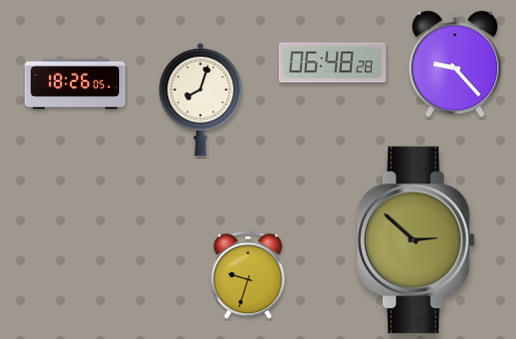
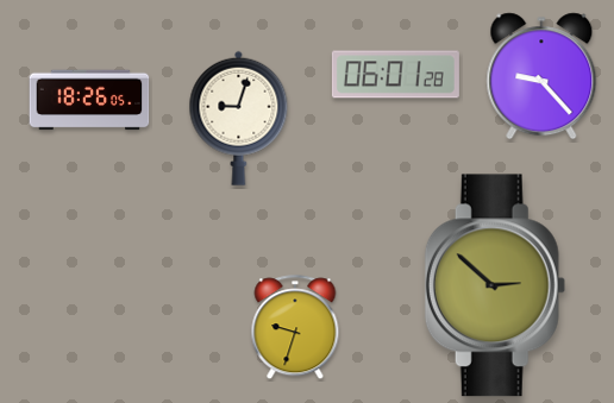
clock at (332, 63): 06:48 -> 06:01
clock at (201, 99): 8:03 -> 9:03
